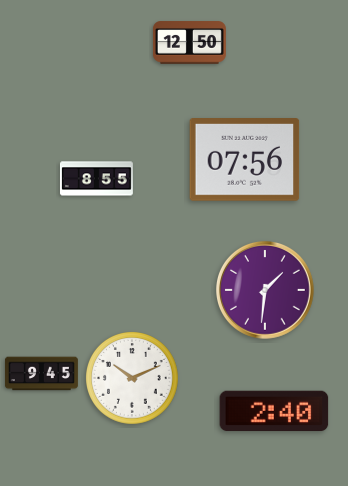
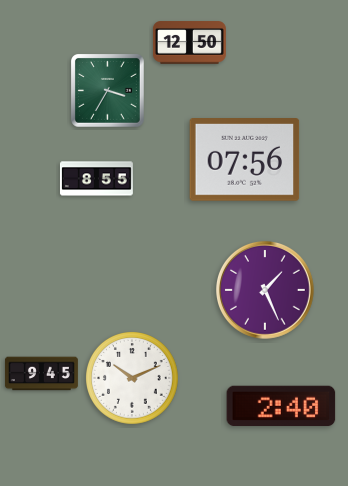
clock at (108, 91): none -> 3:35
clock at (266, 291): 1:31 -> 1:26
clock at (274, 411) position: (274, 411) -> (281, 406)
